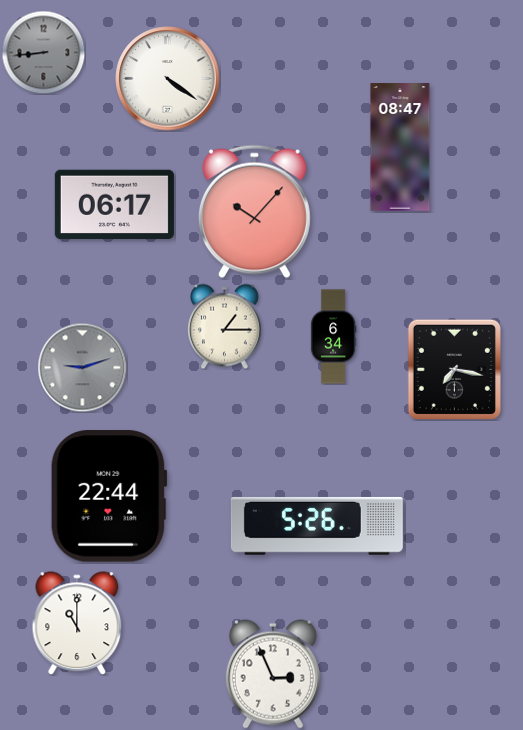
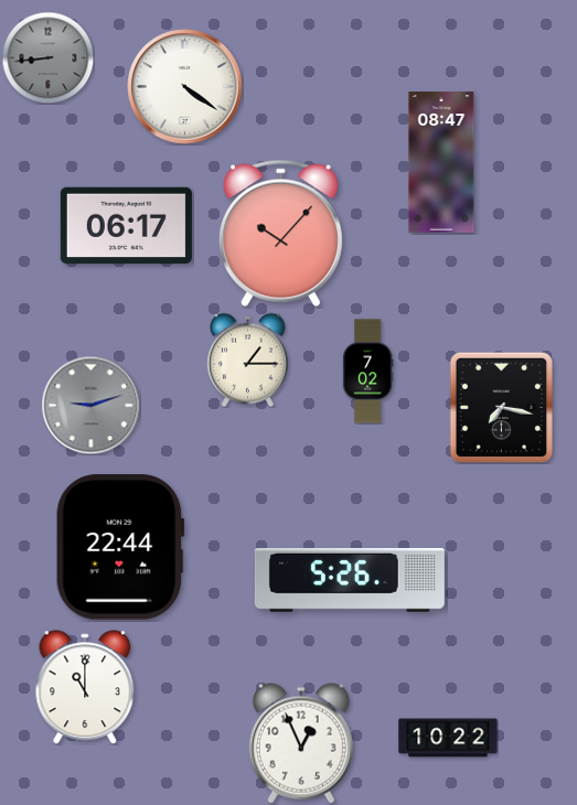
clock at (333, 337): 6:34 -> 7:02
clock at (448, 738): none -> 10:22
clock at (273, 674): 2:56 -> 12:56
